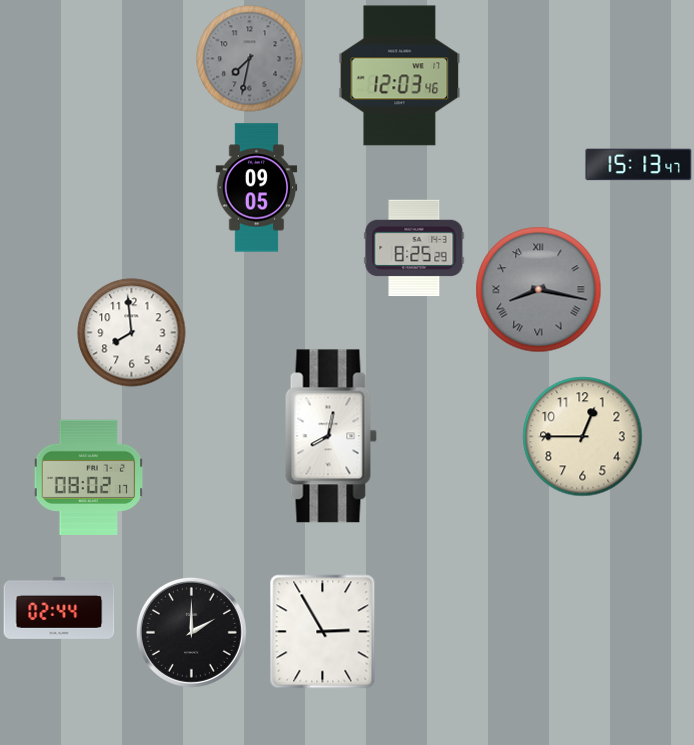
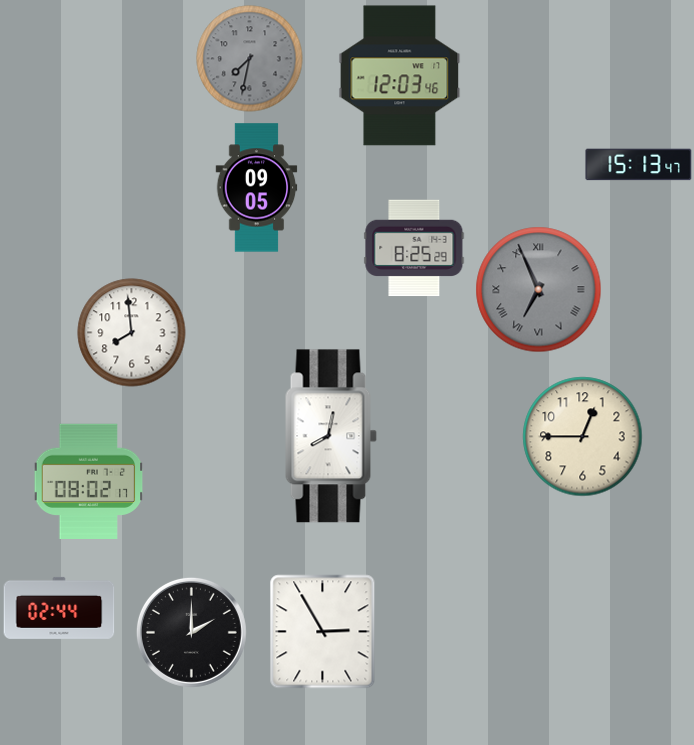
clock at (539, 290): 8:17 -> 6:56
clock at (89, 477) position: (89, 477) -> (89, 481)
